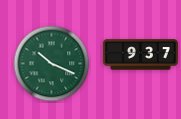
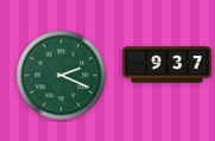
clock at (52, 64): 10:19 -> 2:19
